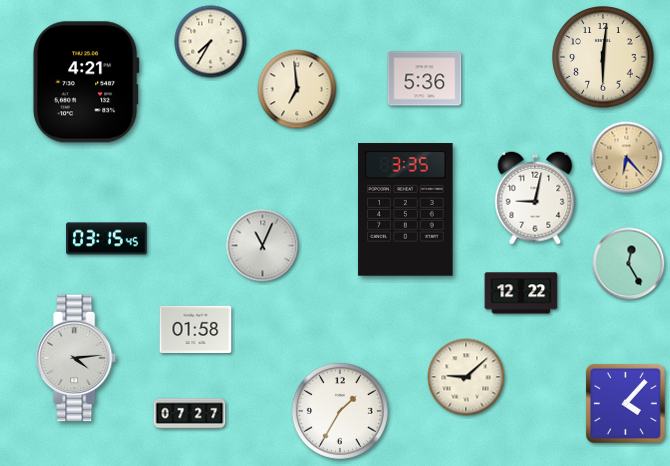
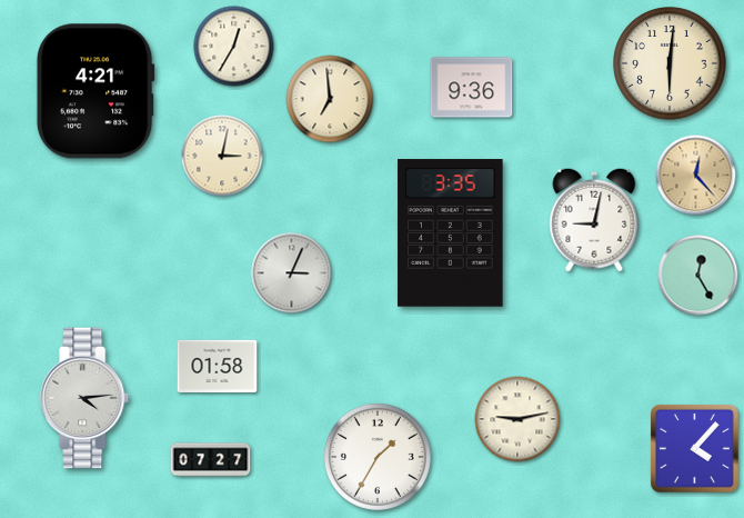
clock at (211, 42): 7:35 -> 12:35
clock at (425, 79): 5:36 -> 9:36
clock at (222, 156): none -> 3:02
clock at (627, 158): 6:23 -> 12:23
clock at (107, 239): 03:15 -> none
clock at (263, 246): 11:04 -> 3:04
clock at (629, 264) position: (629, 264) -> (698, 276)
clock at (521, 293): 12:22 -> none
clock at (466, 377): 9:08 -> 9:13
